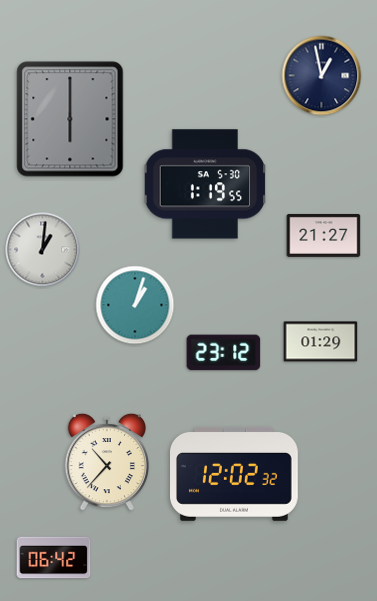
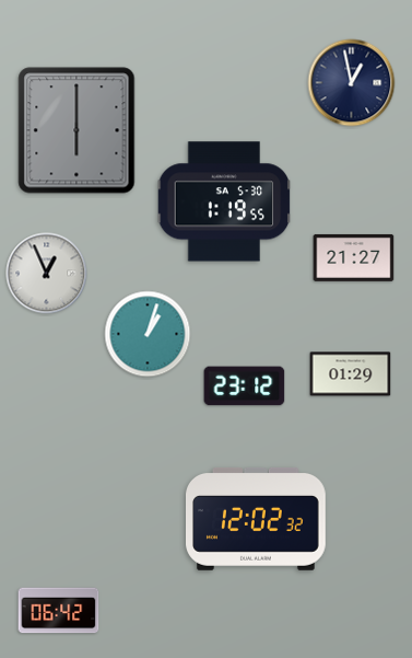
clock at (43, 250): 1:01 -> 12:56
clock at (106, 462): 10:37 -> none
